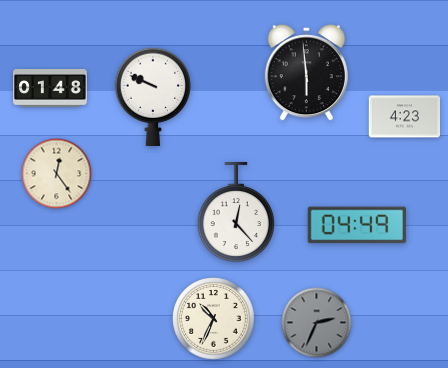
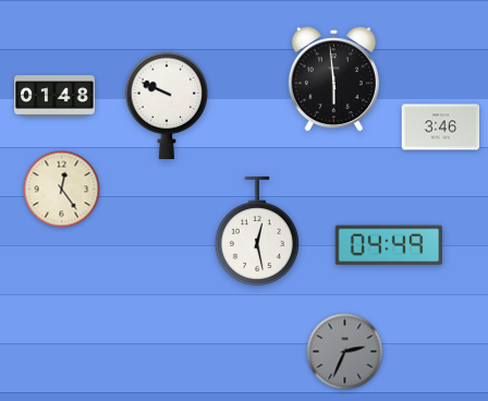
clock at (405, 117): 4:23 -> 3:46
clock at (236, 212): 12:23 -> 12:28
clock at (214, 319): 10:34 -> none
